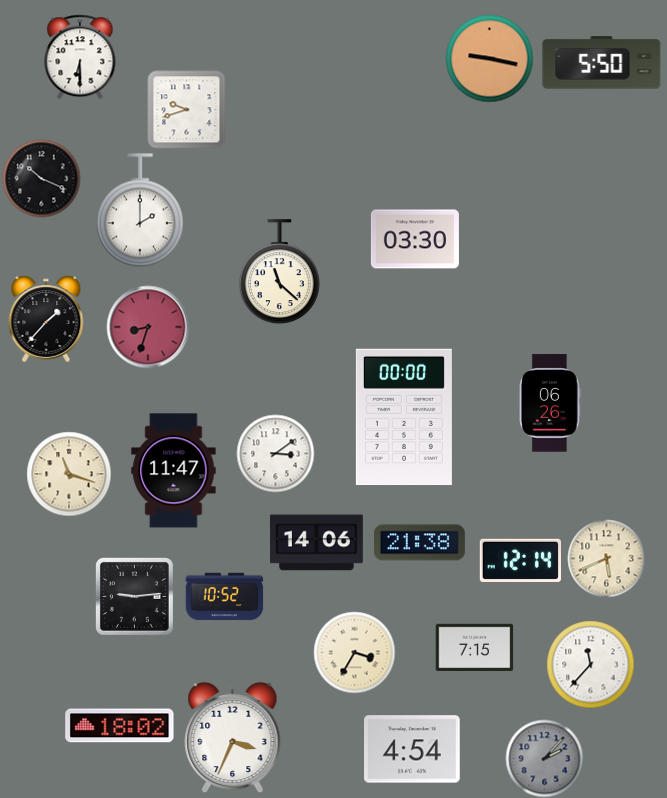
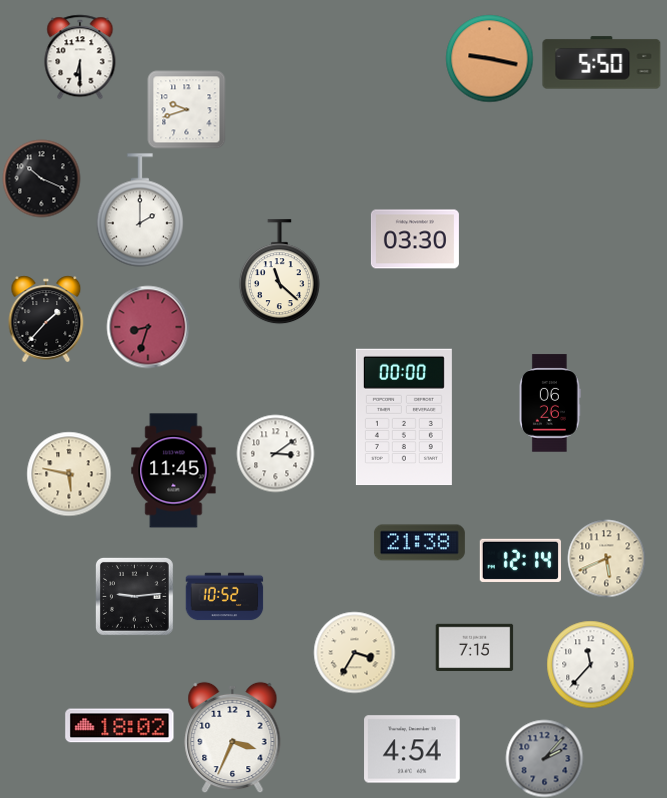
clock at (174, 471): 11:47 -> 11:45
clock at (69, 474): 11:18 -> 5:47
clock at (317, 543): 14:06 -> none
